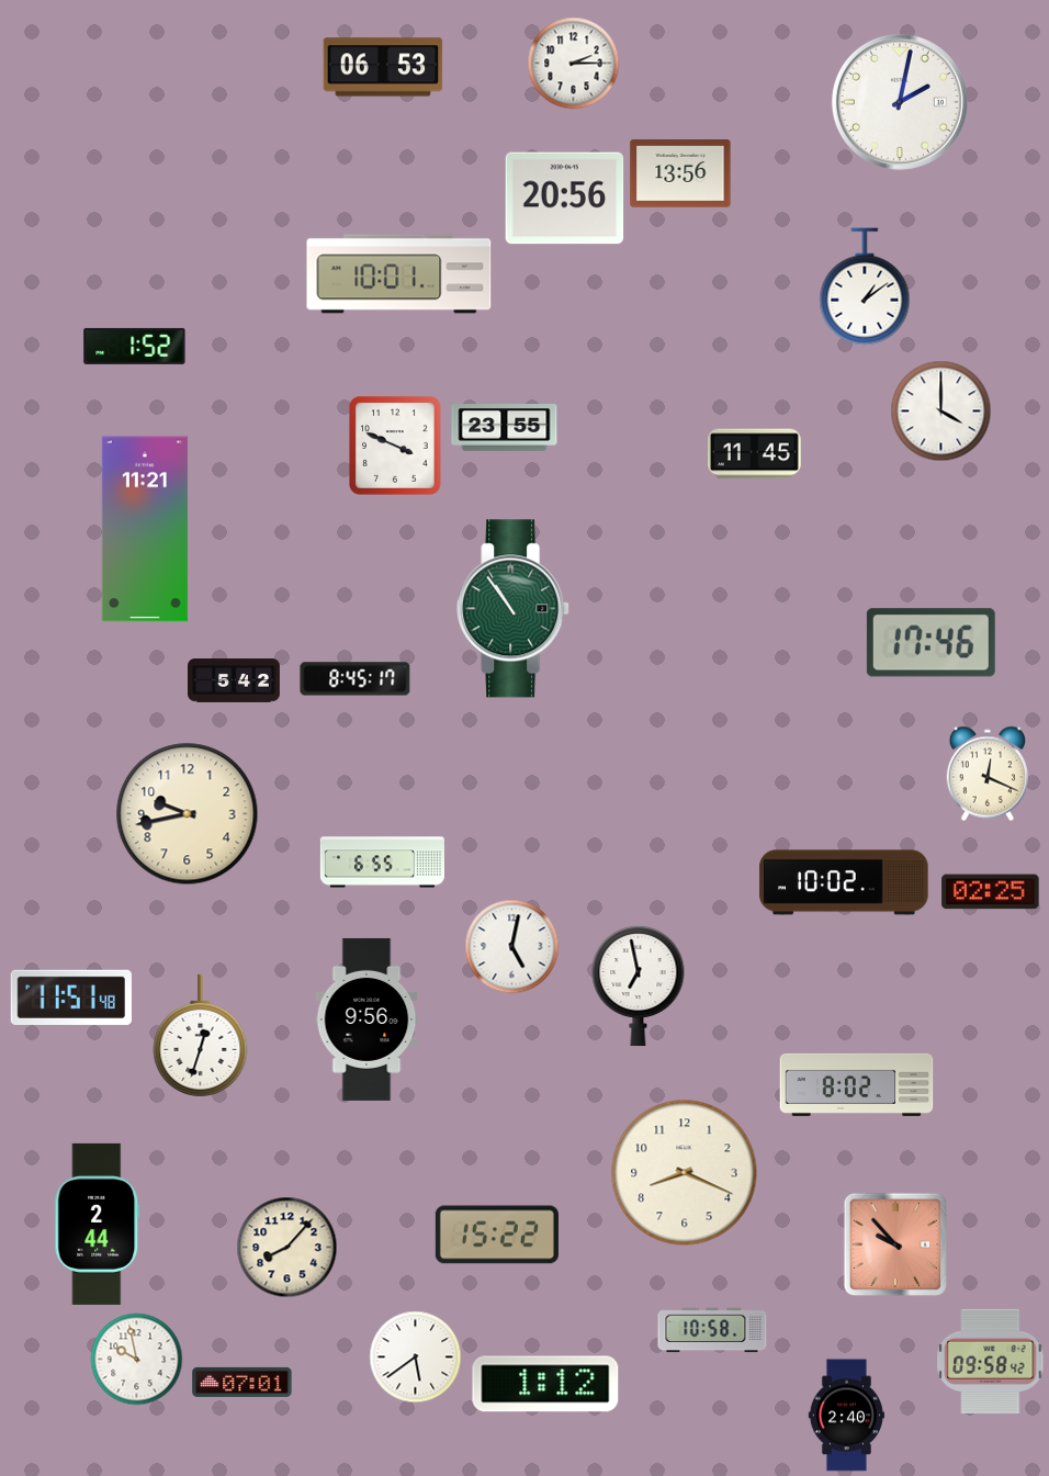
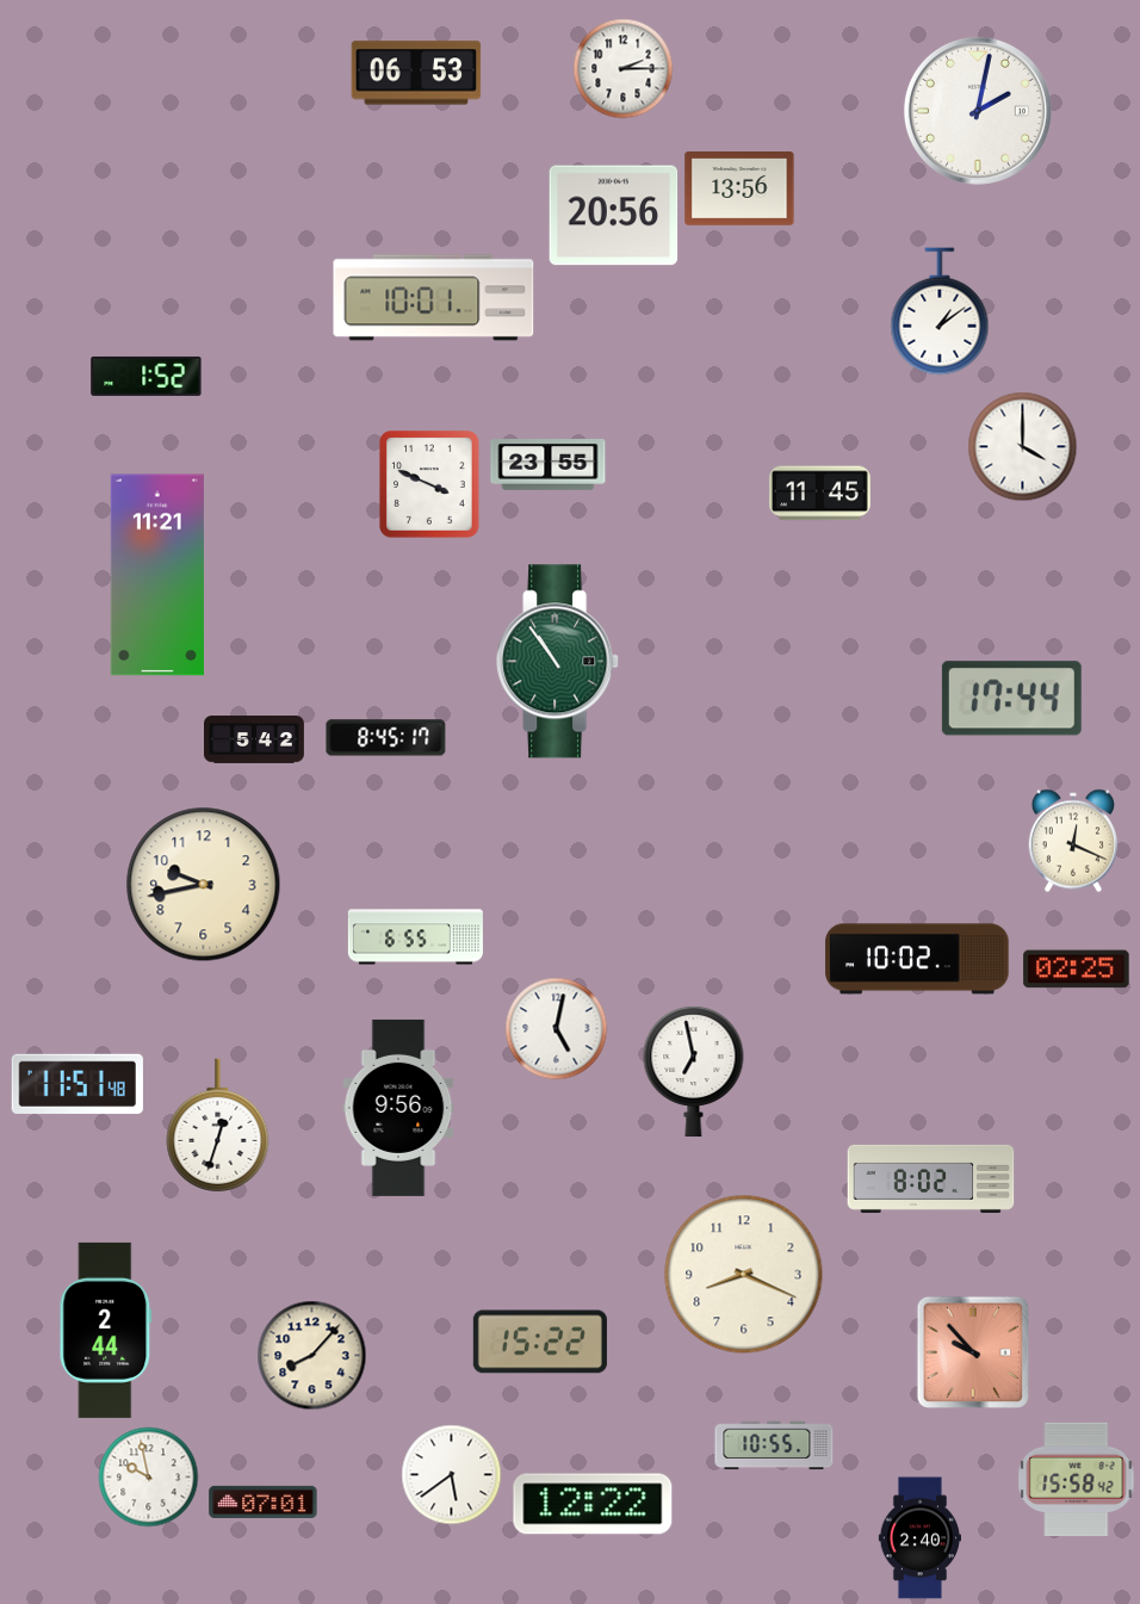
clock at (930, 643): 17:46 -> 17:44
clock at (712, 1330): 10:58 -> 10:55
clock at (991, 1362): 09:58 -> 15:58
clock at (545, 1384): 1:12 -> 12:22
